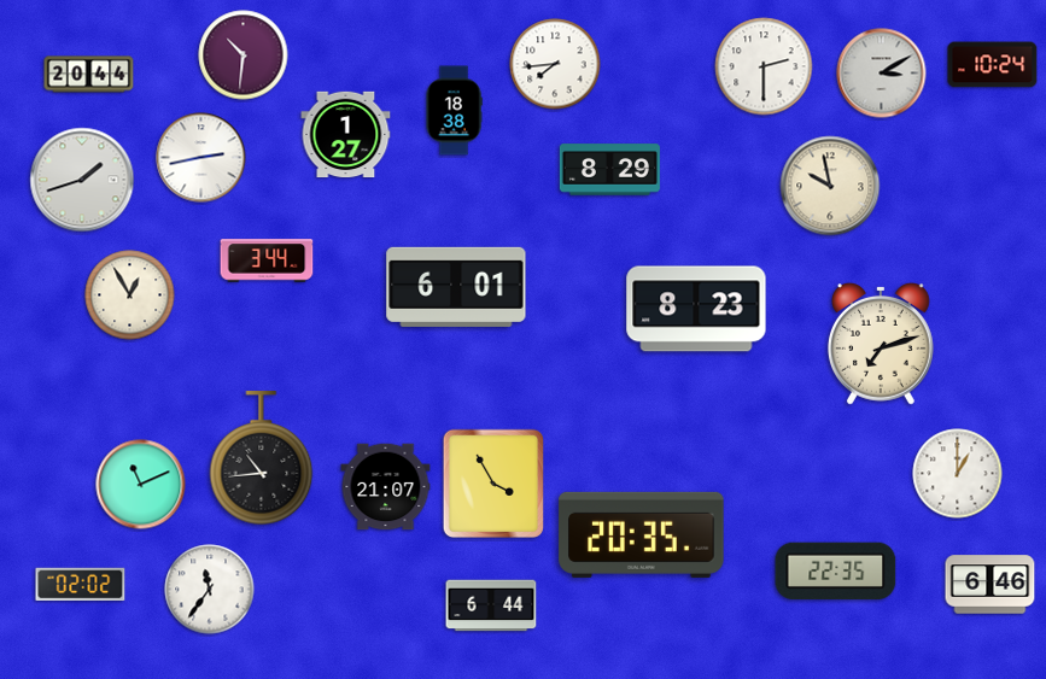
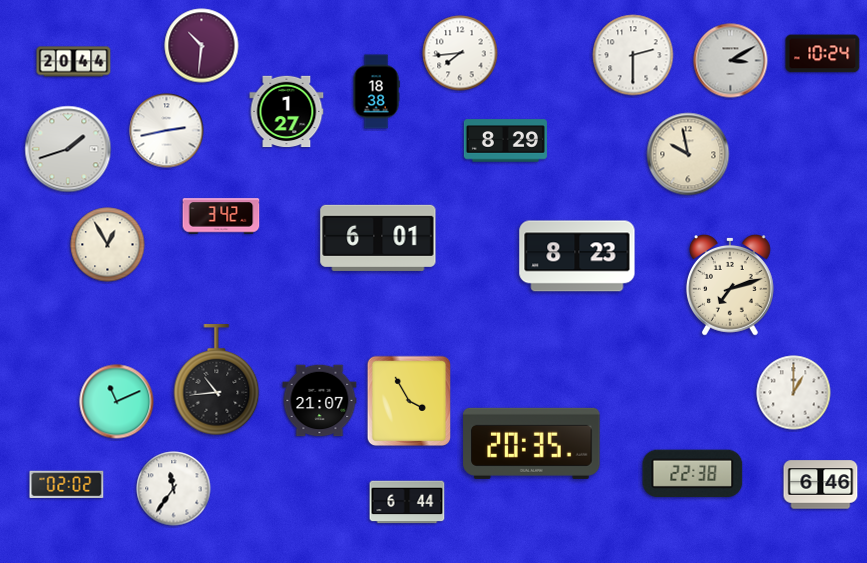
clock at (267, 261): 3:44 -> 3:42
clock at (386, 487) position: (386, 487) -> (320, 401)
clock at (836, 572): 22:35 -> 22:38
